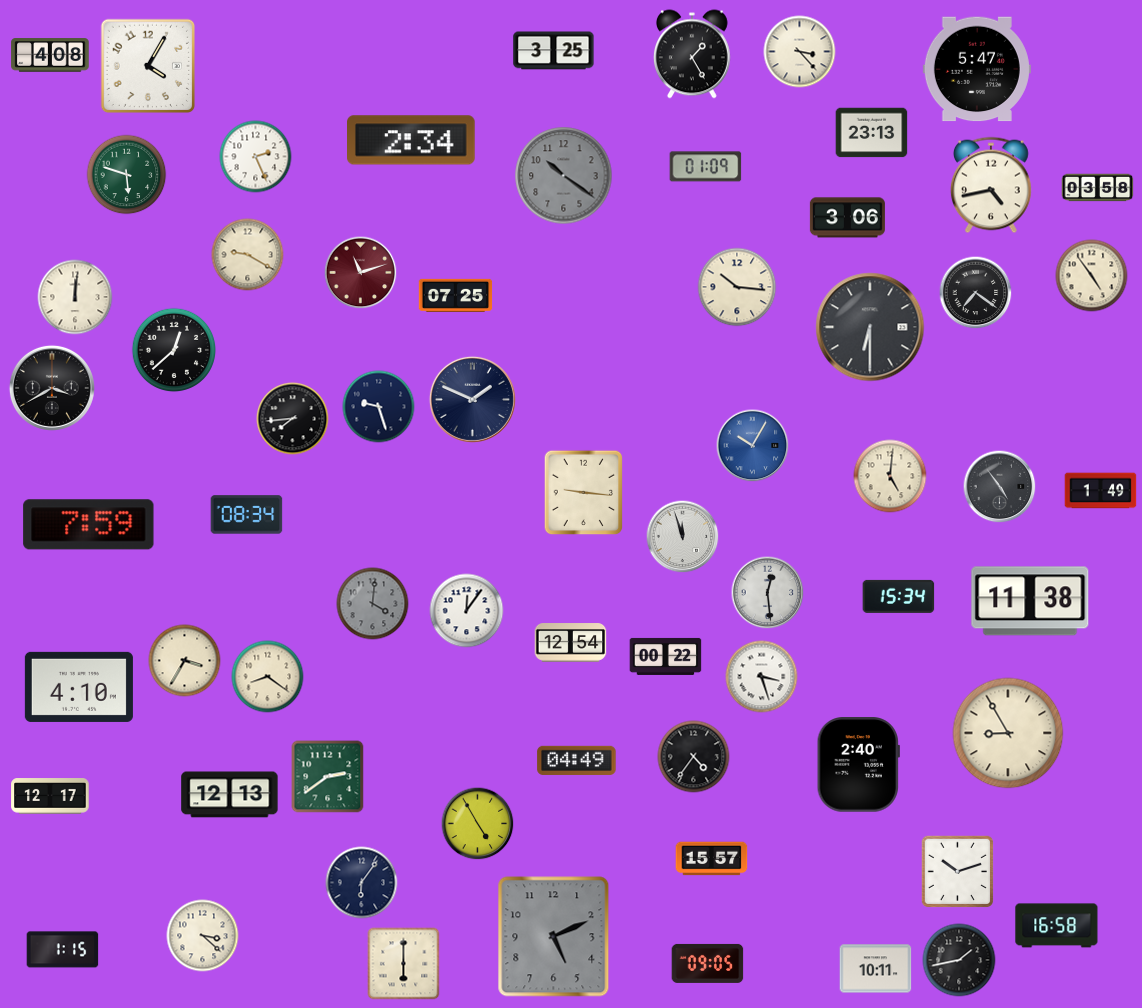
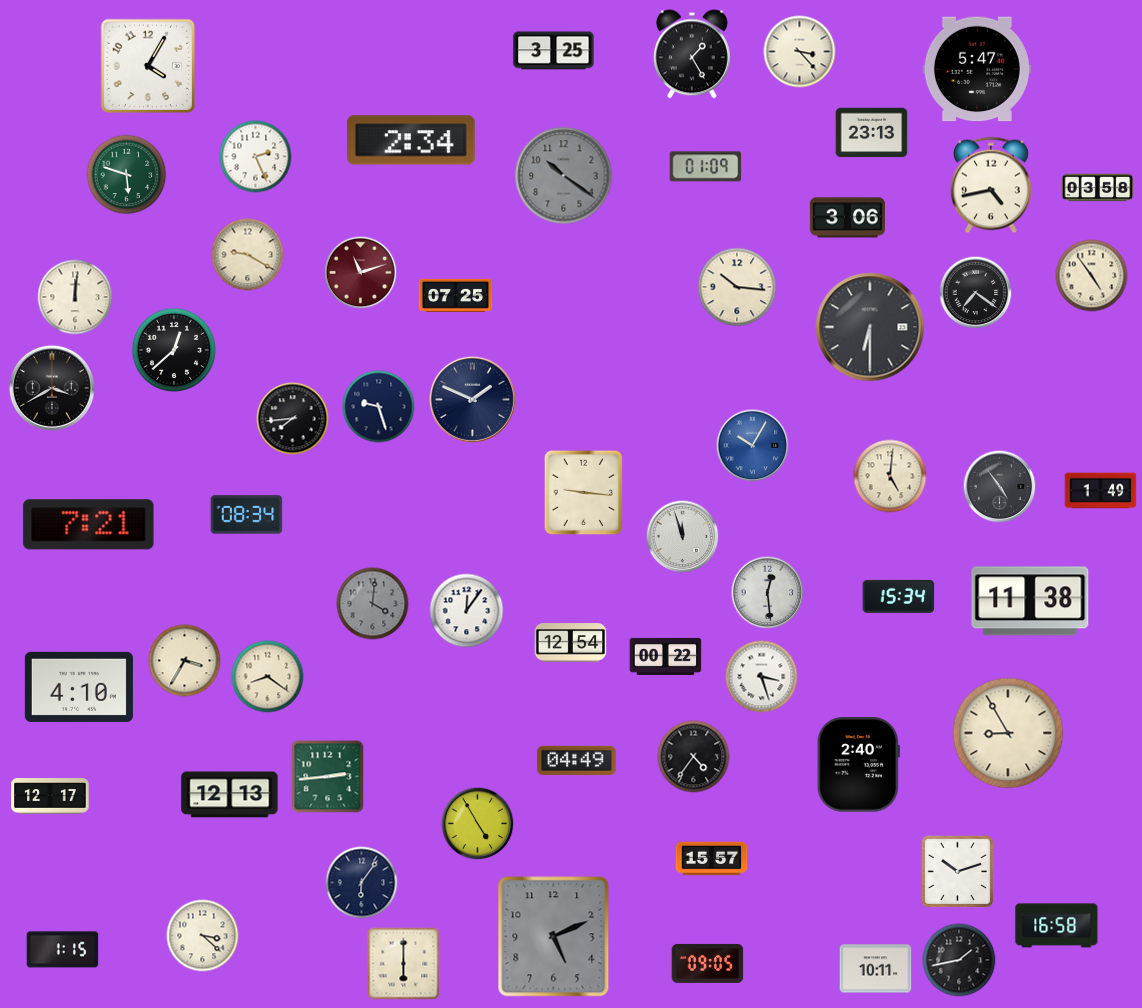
clock at (50, 55): 4:08 -> none
clock at (89, 525): 7:59 -> 7:21
clock at (328, 777): 2:39 -> 2:44
